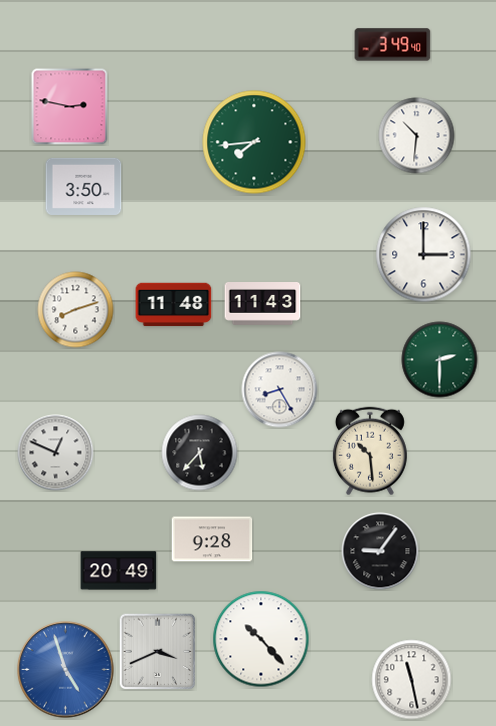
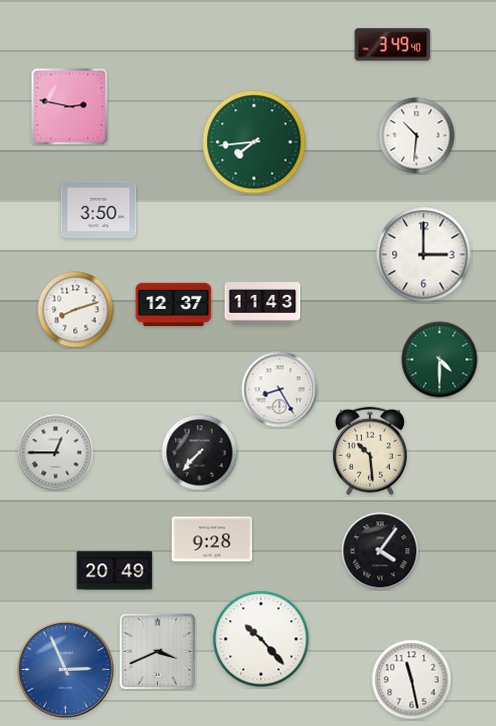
clock at (84, 186) position: (84, 186) -> (99, 209)
clock at (174, 305): 11:48 -> 12:37
clock at (440, 360): 2:30 -> 4:30
clock at (56, 453): 12:49 -> 12:45
clock at (200, 453): 5:37 -> 7:37
clock at (380, 551): 9:06 -> 4:06
clock at (119, 571) position: (119, 571) -> (115, 571)
clock at (66, 670): 4:57 -> 2:56
